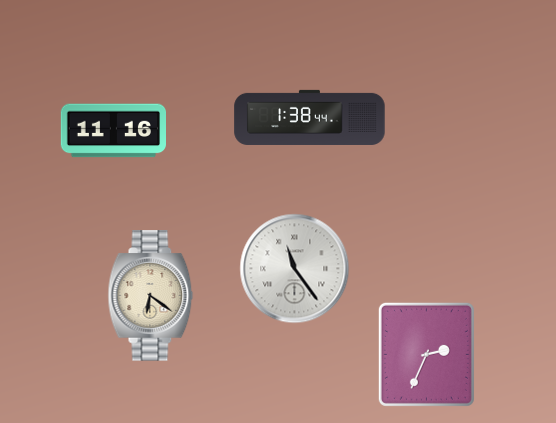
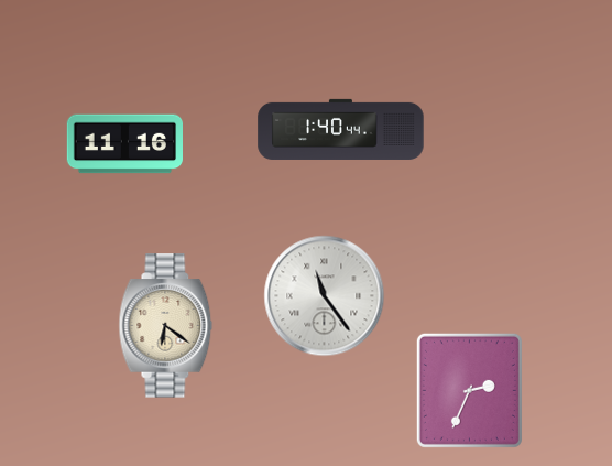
clock at (310, 117): 1:38 -> 1:40
